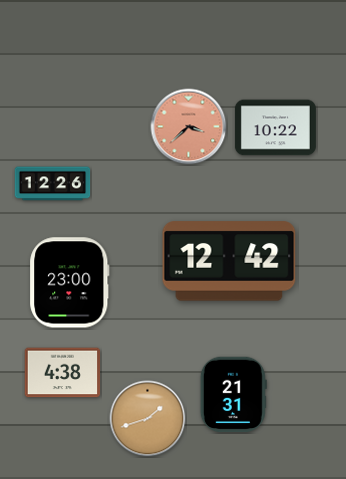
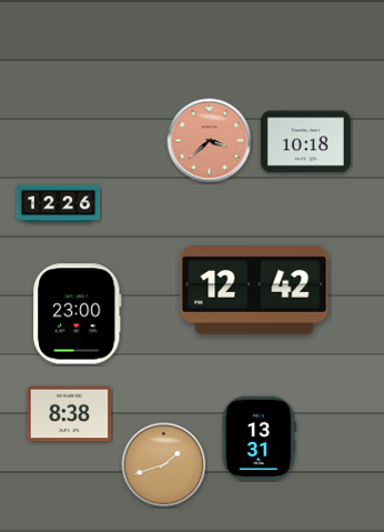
clock at (275, 128): 10:22 -> 10:18
clock at (63, 373): 4:38 -> 8:38
clock at (233, 395): 21:31 -> 13:31
